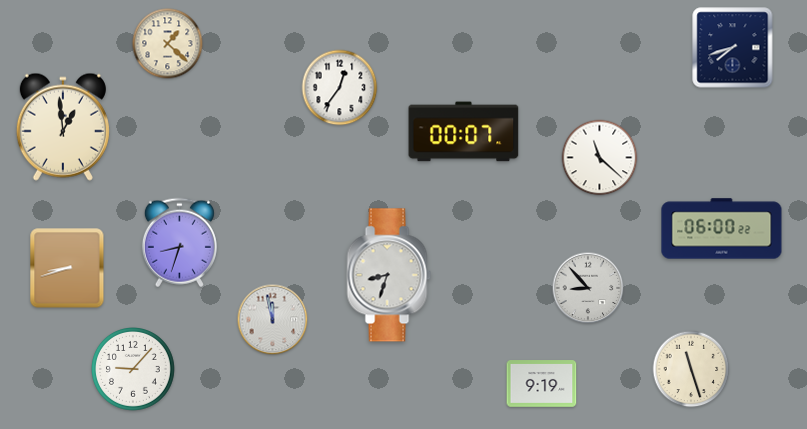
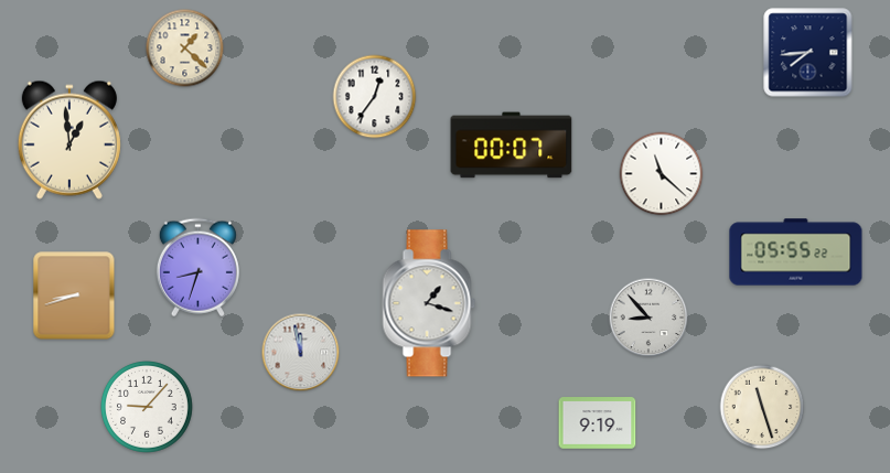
clock at (733, 48): 7:42 -> 7:44
clock at (722, 229): 06:00 -> 05:55
clock at (389, 275): 8:33 -> 1:18
